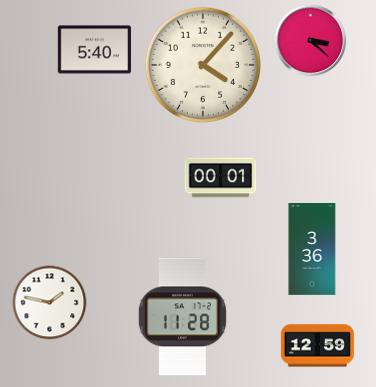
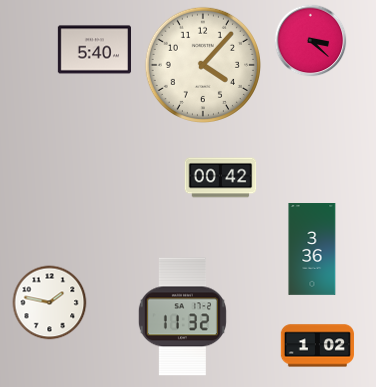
clock at (221, 178): 00:01 -> 00:42
clock at (182, 317): 11:28 -> 11:32
clock at (317, 346): 12:59 -> 1:02
